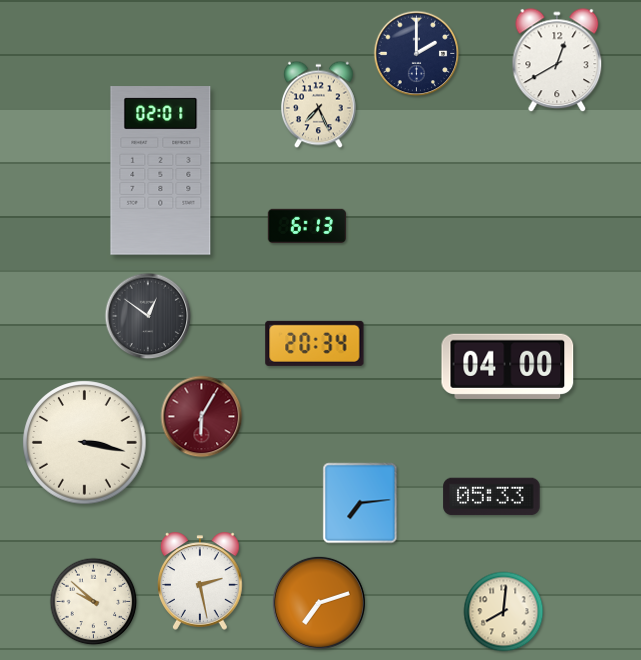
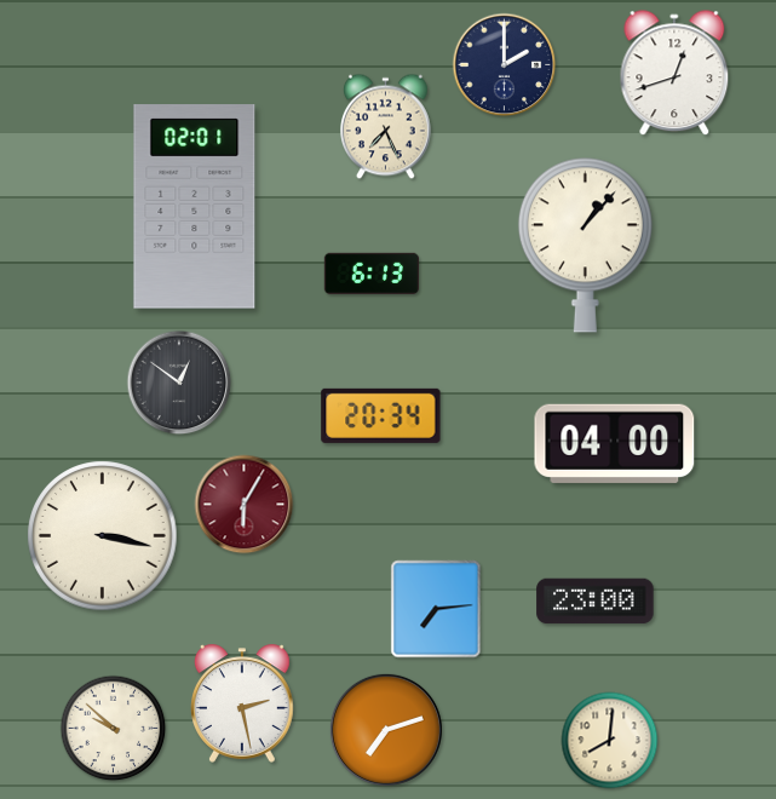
clock at (557, 61): 12:40 -> 12:42
clock at (585, 245): none -> 1:07
clock at (492, 497): 05:33 -> 23:00
